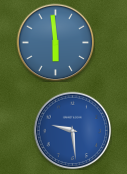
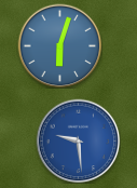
clock at (55, 42): 5:59 -> 6:03
